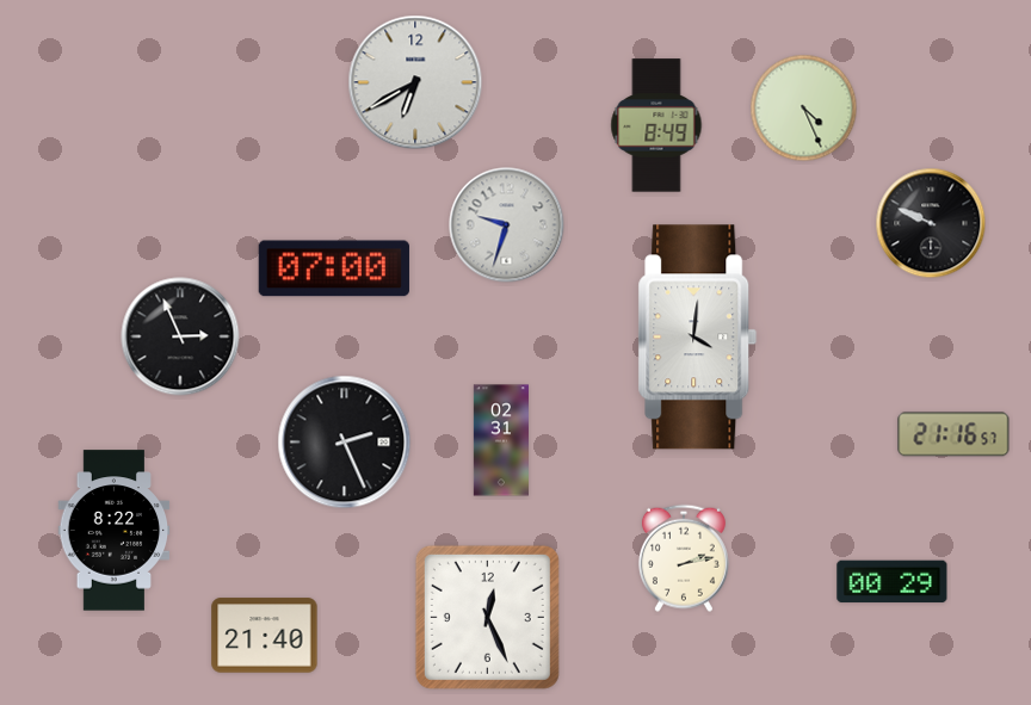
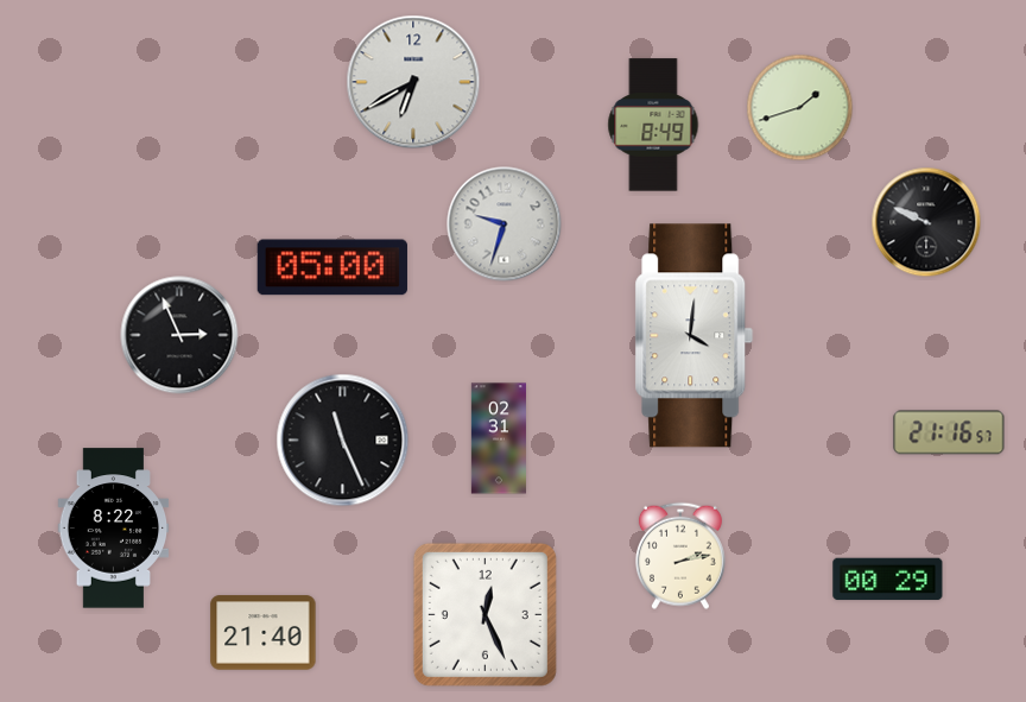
clock at (804, 109): 4:26 -> 1:42
clock at (334, 268): 07:00 -> 05:00
clock at (345, 443): 2:26 -> 11:26
